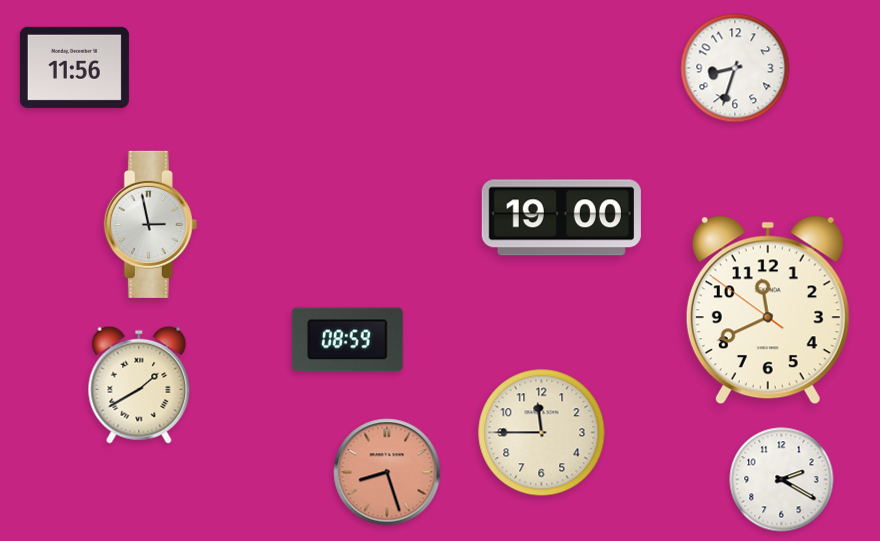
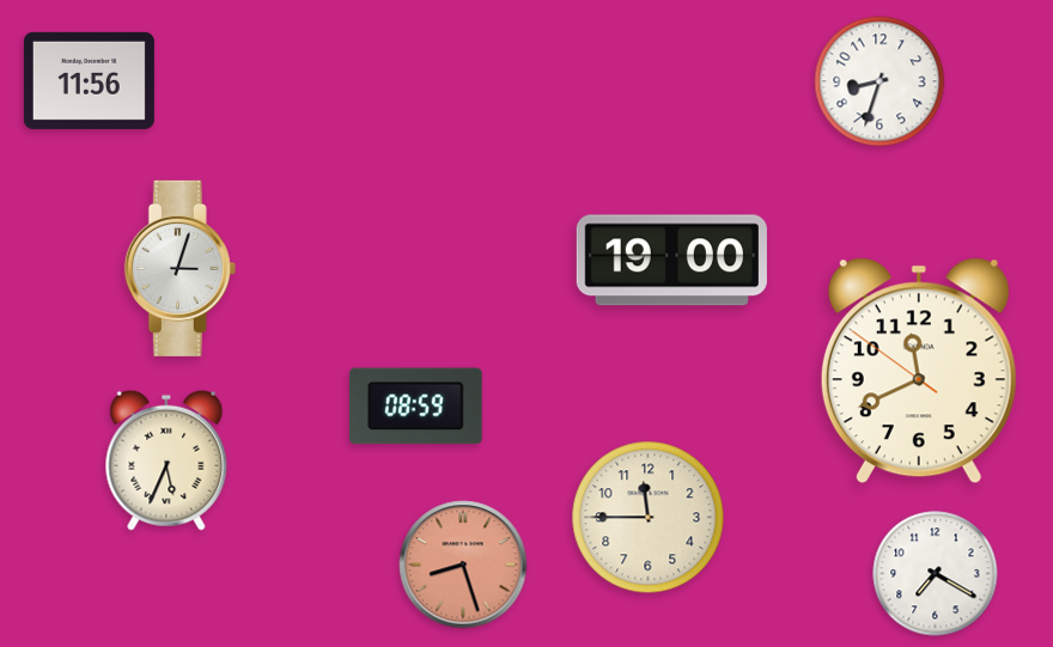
clock at (150, 224): 2:58 -> 3:03
clock at (139, 385): 1:40 -> 5:34
clock at (782, 480): 2:20 -> 7:20
